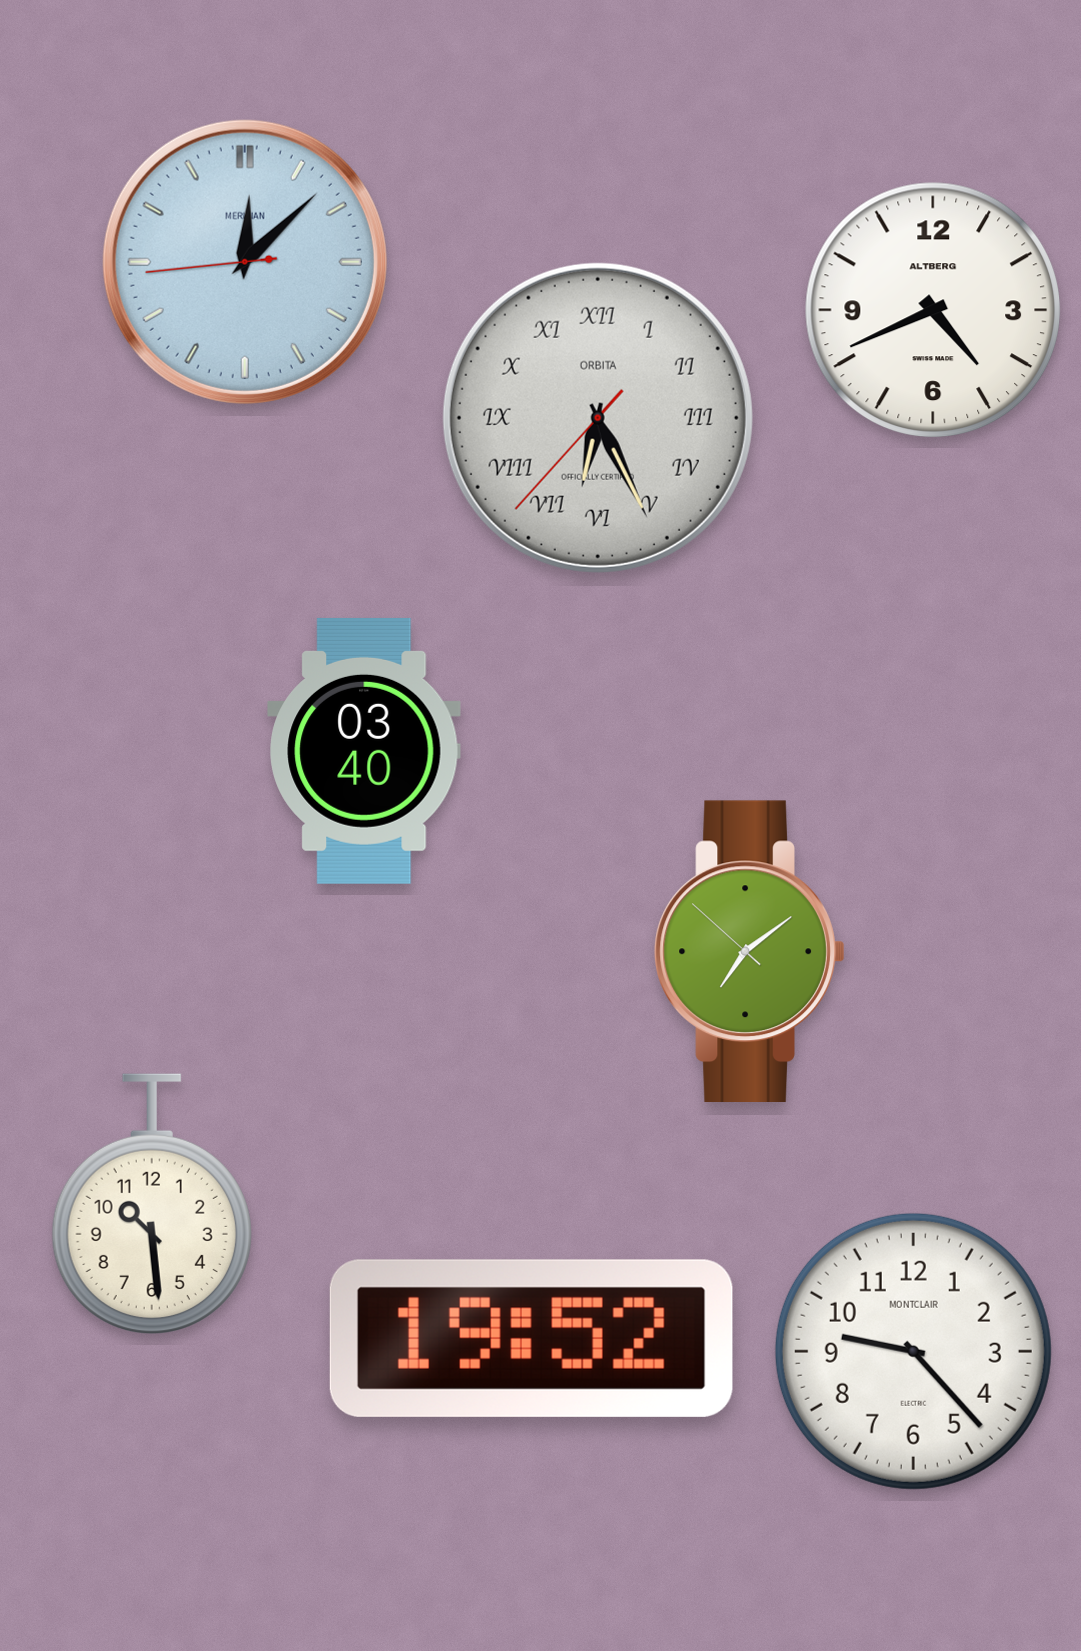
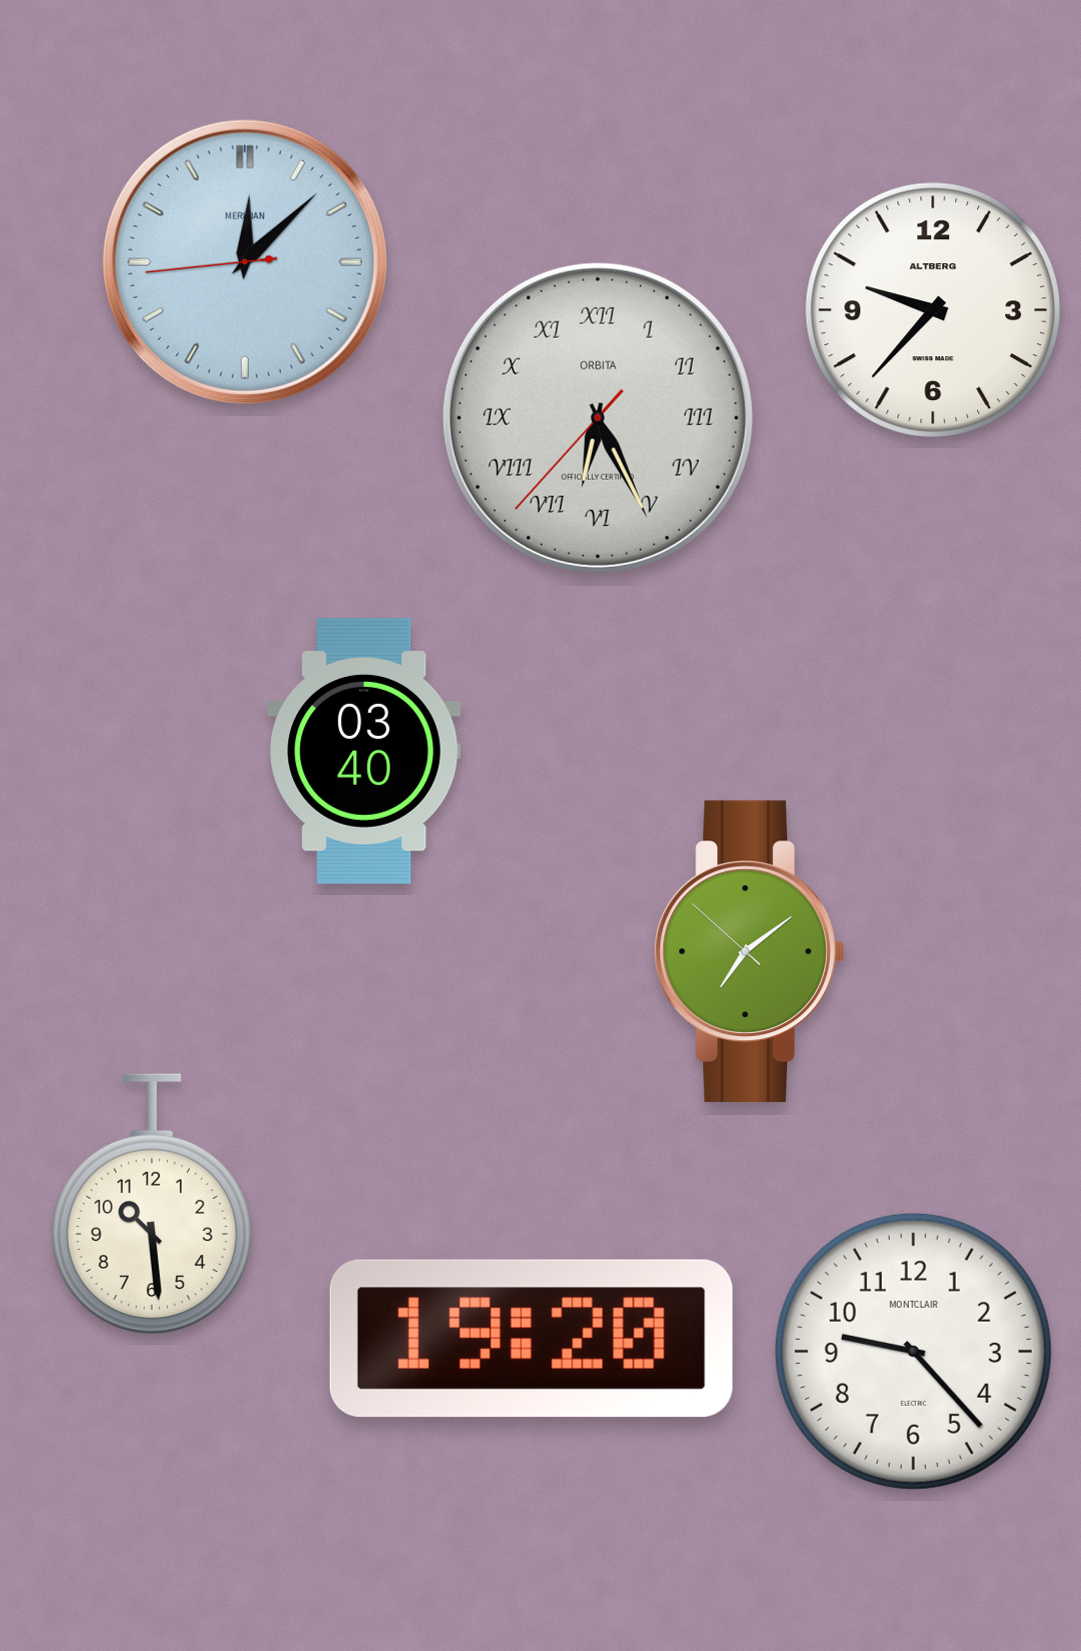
clock at (933, 310): 4:41 -> 9:37
clock at (531, 1338): 19:52 -> 19:20
